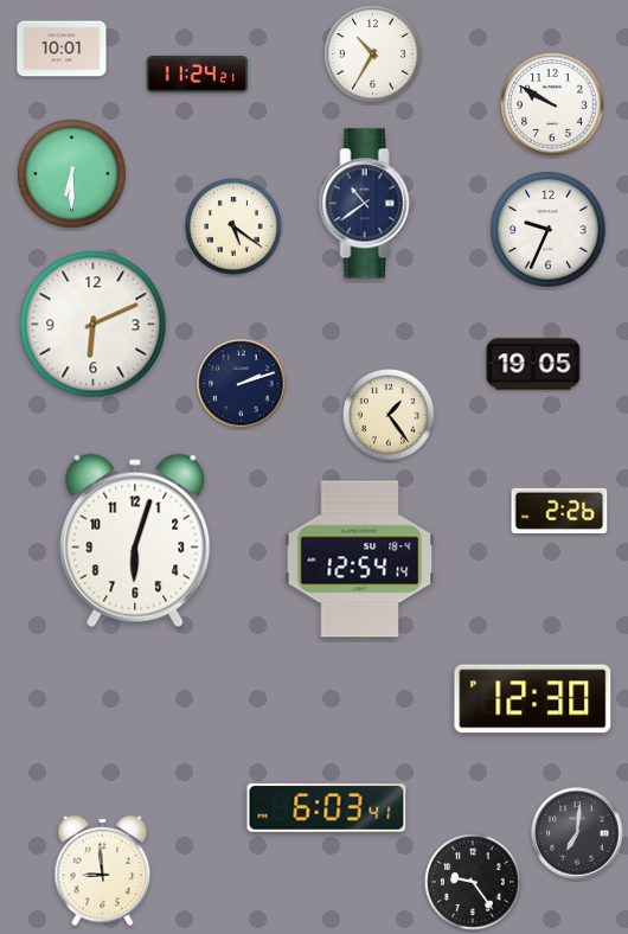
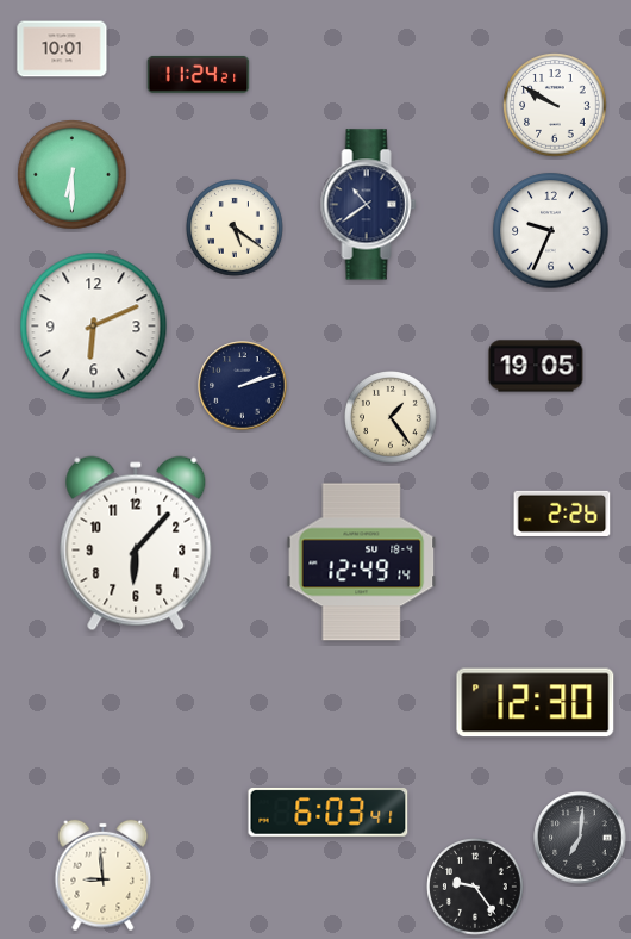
clock at (373, 55): 10:35 -> none
clock at (135, 540): 6:03 -> 6:07
clock at (360, 559): 12:54 -> 12:49
